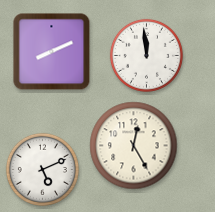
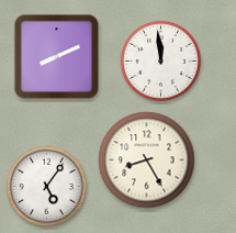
clock at (134, 146): 12:25 -> 8:25
clock at (42, 169): 5:11 -> 5:06
